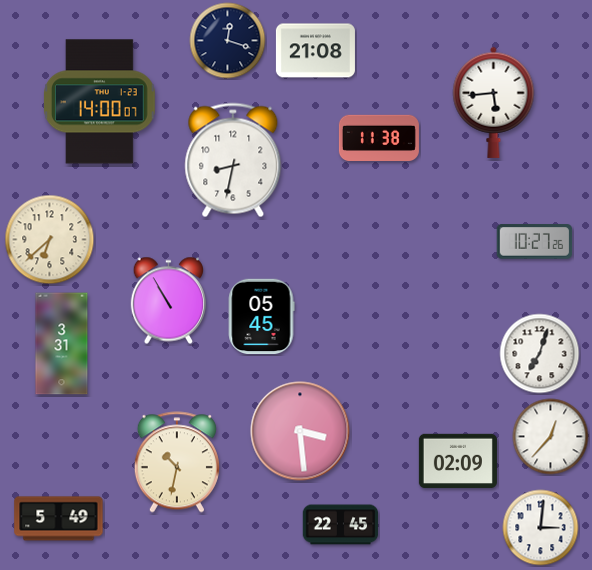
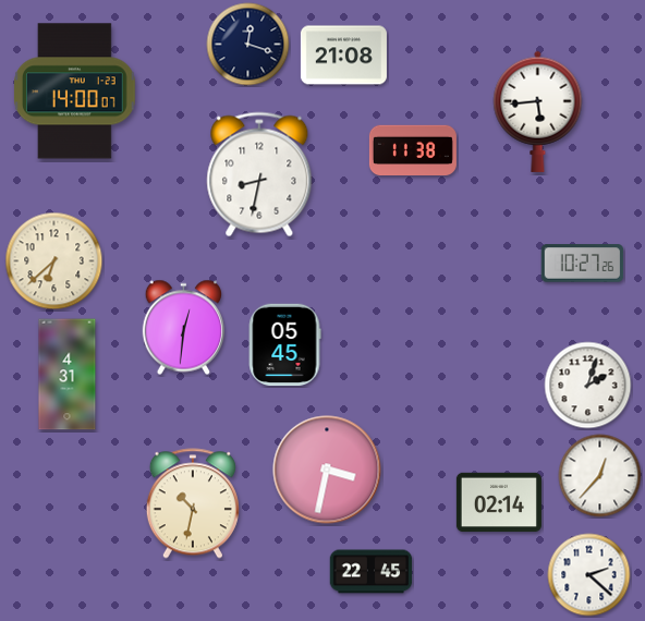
clock at (100, 102) position: (100, 102) -> (75, 92)
clock at (233, 160) position: (233, 160) -> (259, 174)
clock at (168, 301): 10:55 -> 12:31
clock at (62, 344): 3:31 -> 4:31
clock at (540, 354): 7:03 -> 2:03
clock at (300, 431): 3:29 -> 3:32
clock at (458, 461): 02:09 -> 02:14
clock at (59, 519): 5:49 -> none
clock at (541, 528): 3:01 -> 2:22
